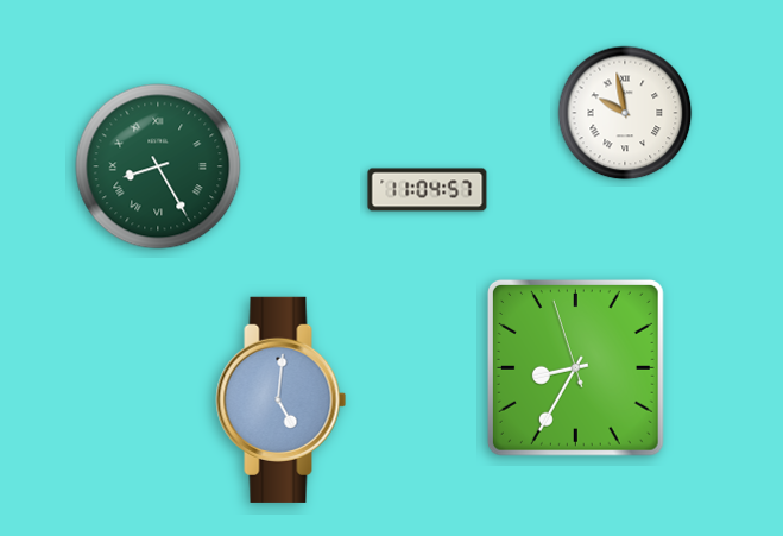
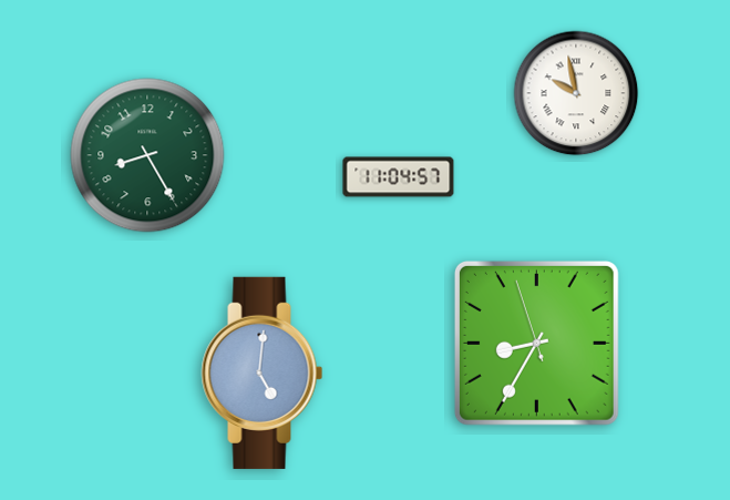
clock at (625, 113) position: (625, 113) -> (576, 93)
clock at (158, 166) numerals: Roman -> Arabic
